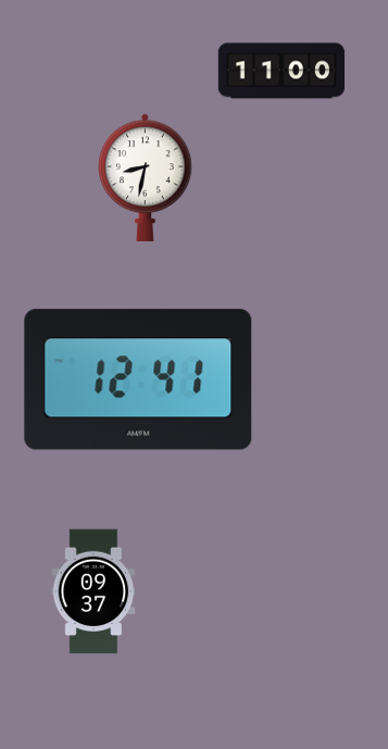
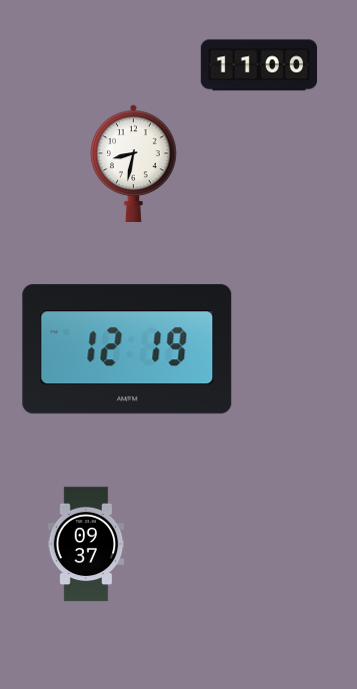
clock at (138, 379): 12:41 -> 12:19
